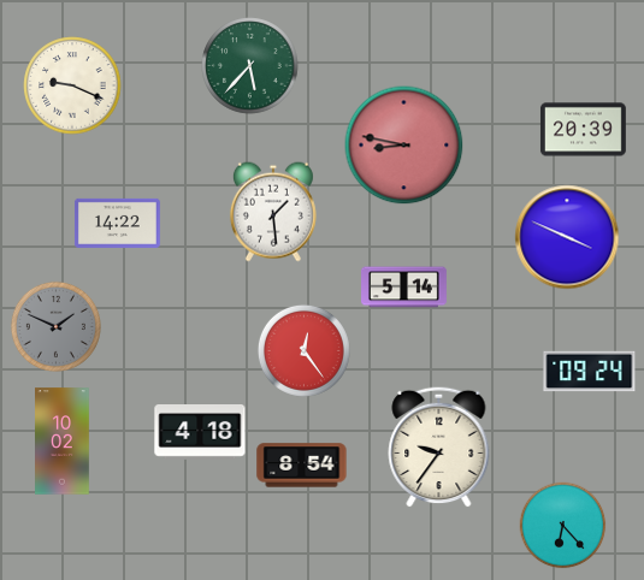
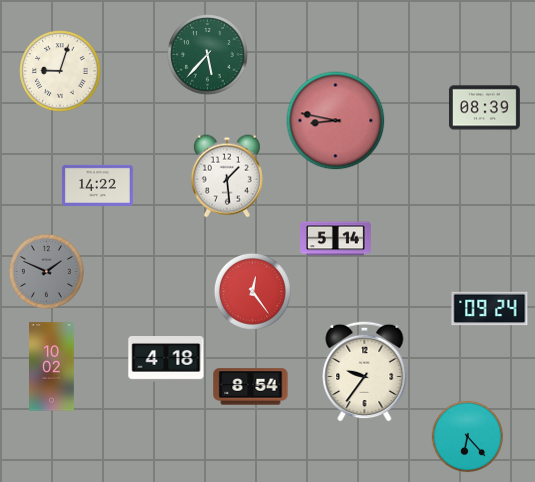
clock at (72, 85): 9:19 -> 9:03
clock at (583, 130): 20:39 -> 08:39
clock at (567, 237): 3:49 -> none
